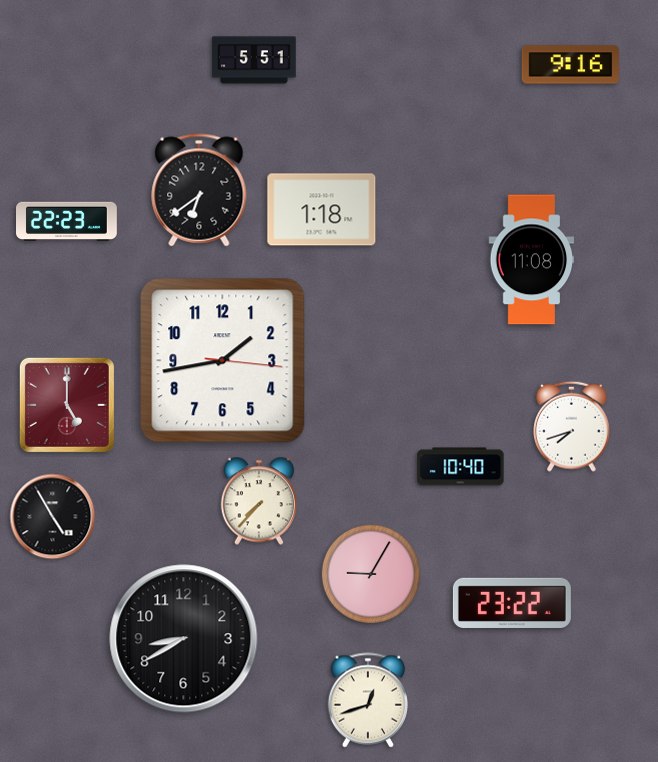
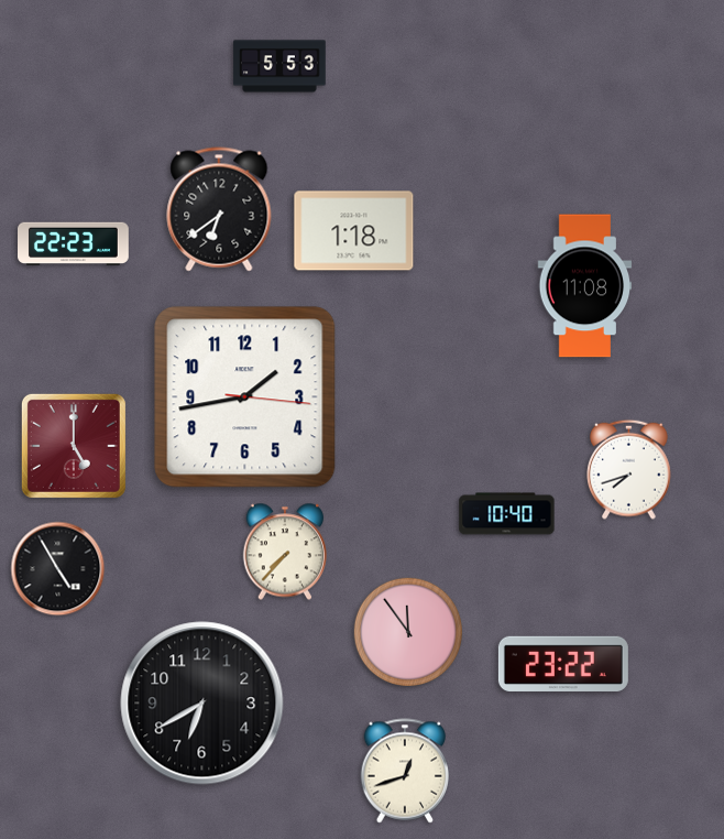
clock at (254, 60): 5:51 -> 5:53
clock at (570, 65): 9:16 -> none
clock at (370, 573): 9:05 -> 11:54
clock at (184, 639): 8:40 -> 6:40
